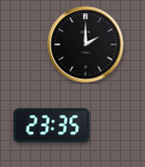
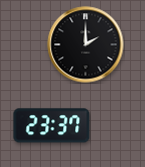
clock at (52, 126): 23:35 -> 23:37
